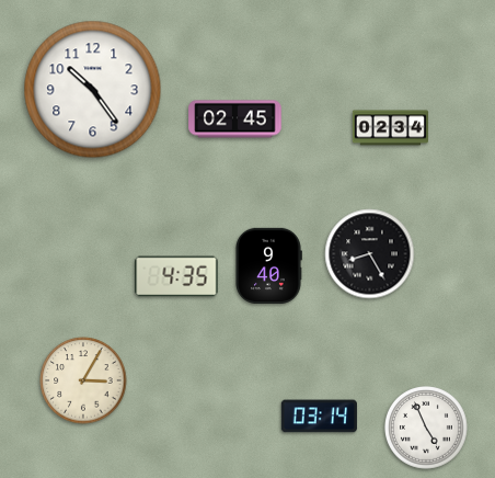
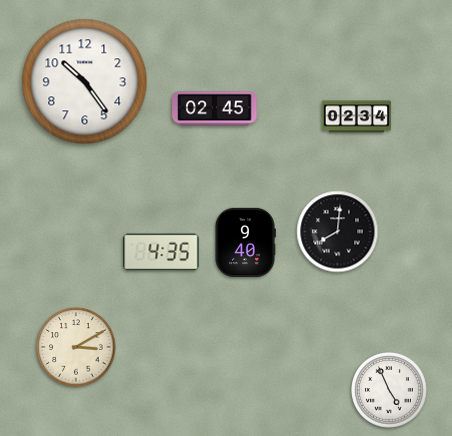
clock at (370, 254): 8:25 -> 8:01
clock at (83, 380): 3:05 -> 3:10
clock at (319, 417): 03:14 -> none
